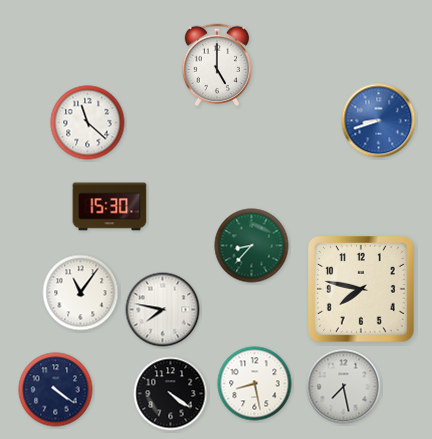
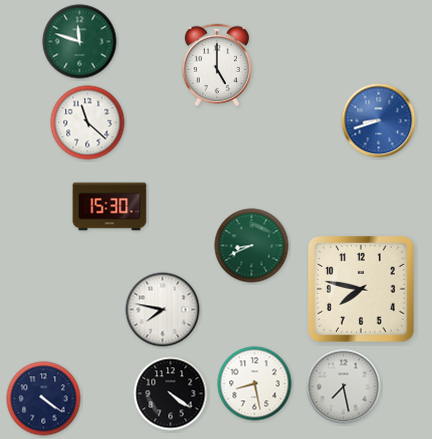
clock at (80, 42): none -> 11:48
clock at (252, 246): 8:37 -> 8:41
clock at (81, 293): 11:06 -> none
clock at (56, 390) position: (56, 390) -> (44, 399)
